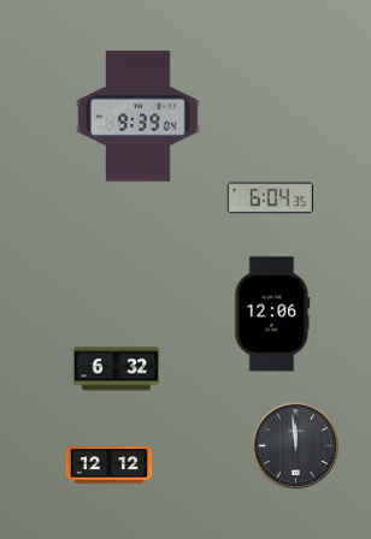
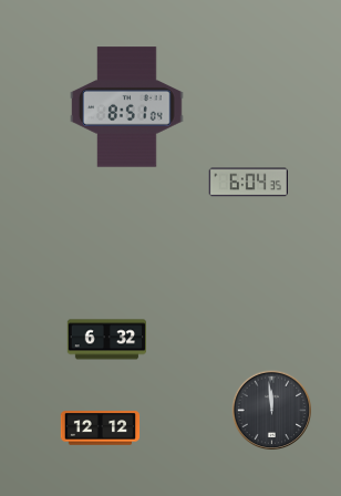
clock at (139, 117): 9:39 -> 8:51
clock at (272, 314): 12:06 -> none
